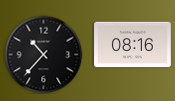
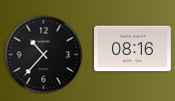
clock at (133, 45) position: (133, 45) -> (133, 49)
